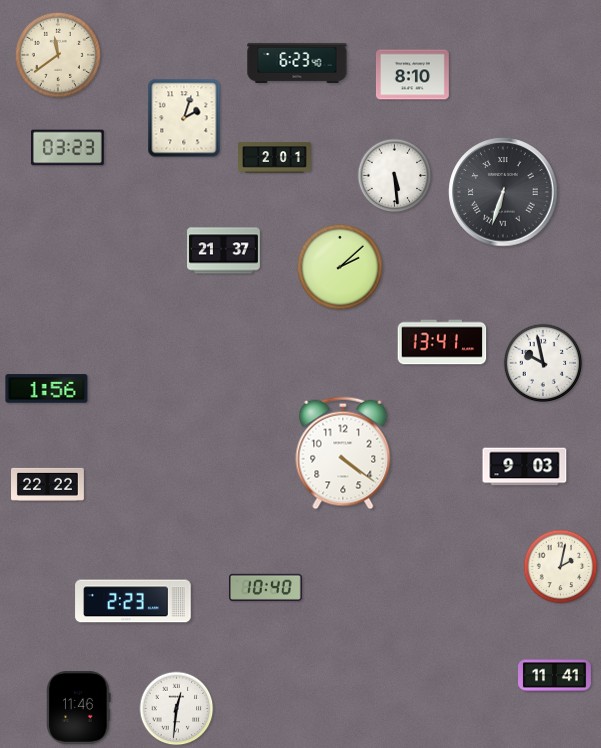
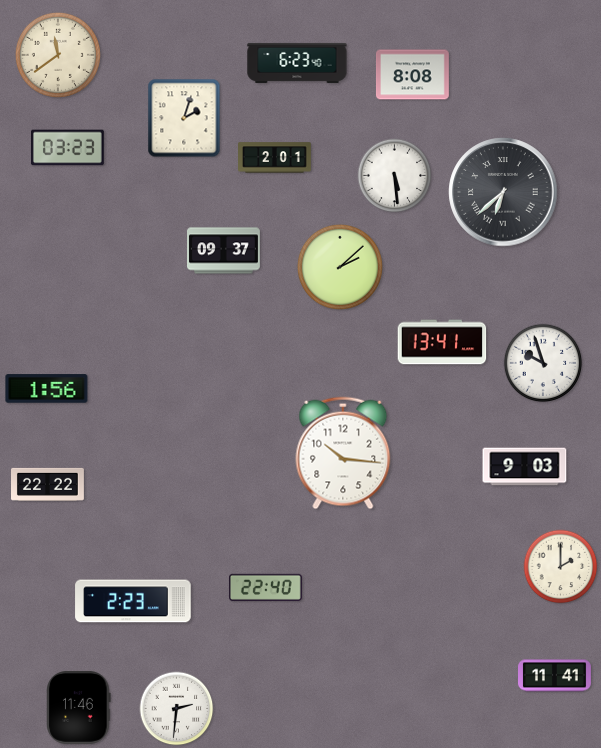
clock at (412, 75): 8:10 -> 8:08
clock at (503, 192): 6:33 -> 6:38
clock at (224, 251): 21:37 -> 09:37
clock at (543, 363): 9:58 -> 9:57
clock at (343, 453): 4:21 -> 10:16
clock at (561, 567): 2:02 -> 2:00
clock at (265, 587): 10:40 -> 22:40
clock at (177, 709): 12:31 -> 2:31
